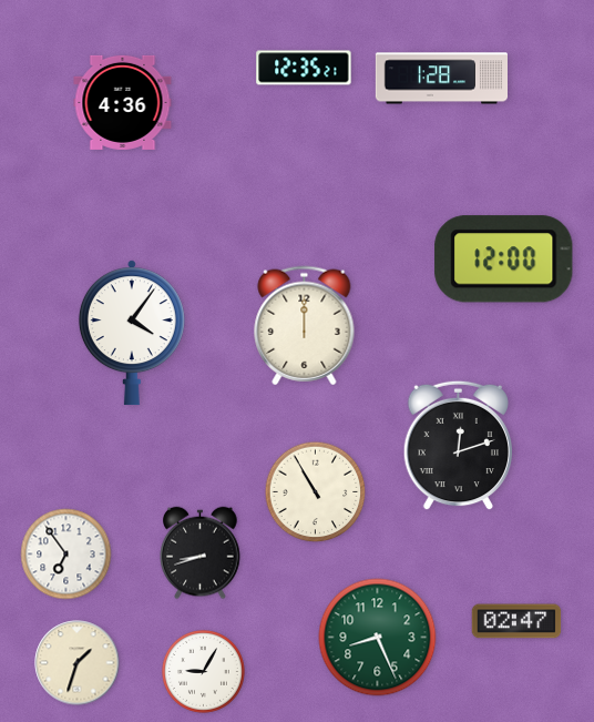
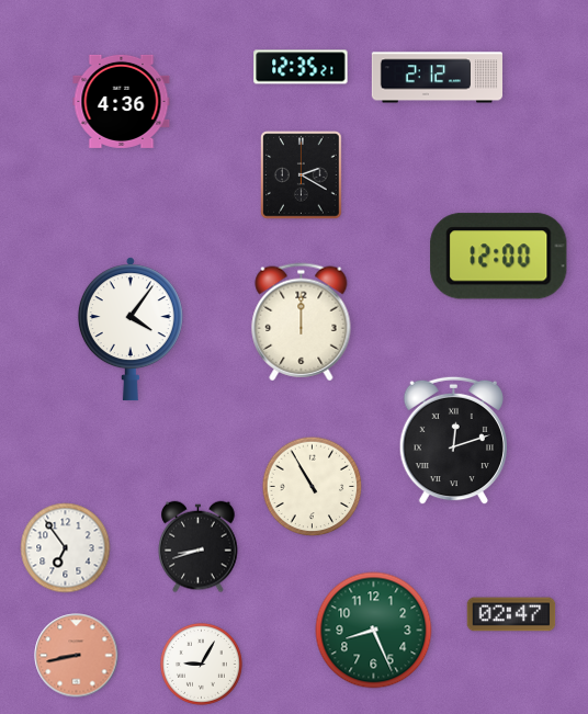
clock at (441, 79): 1:28 -> 2:12
clock at (302, 175): none -> 2:20
clock at (78, 663): 1:33 -> 8:43
clock at (78, 663) dial: cream -> salmon
